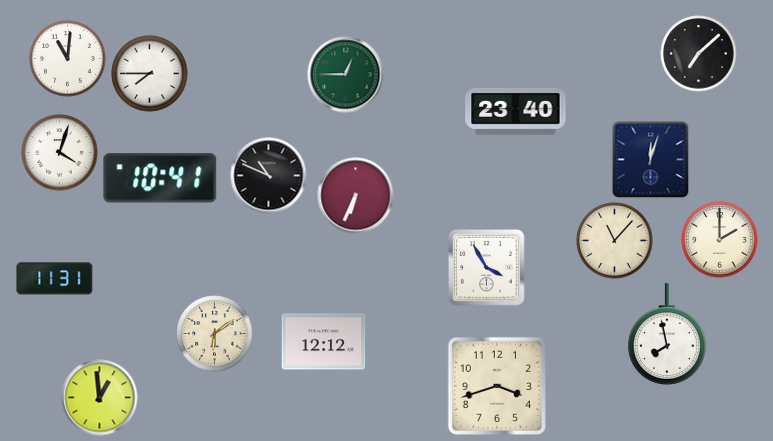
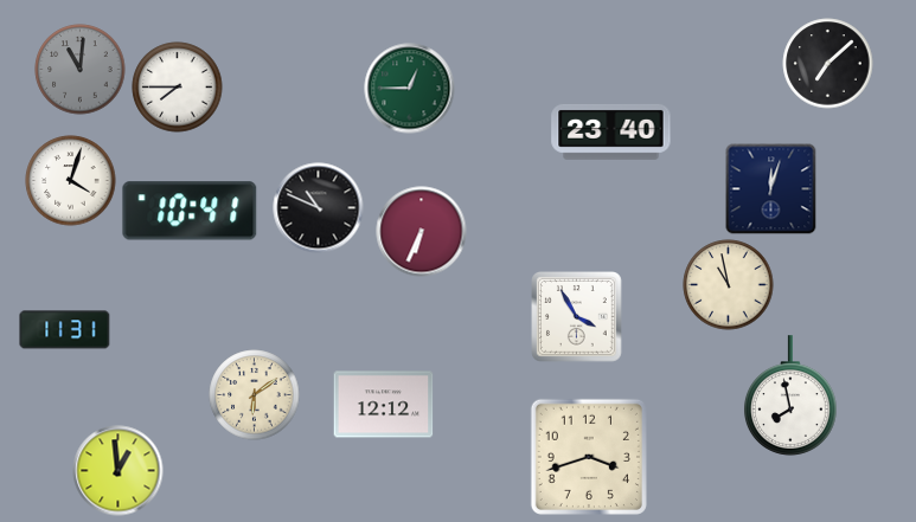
clock at (68, 59) dial: white -> grey
clock at (720, 240): 2:00 -> none
clock at (615, 241): 11:07 -> 10:58
